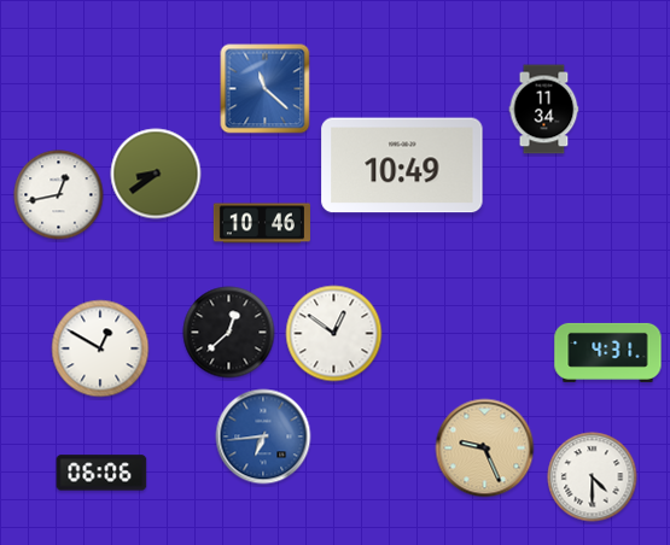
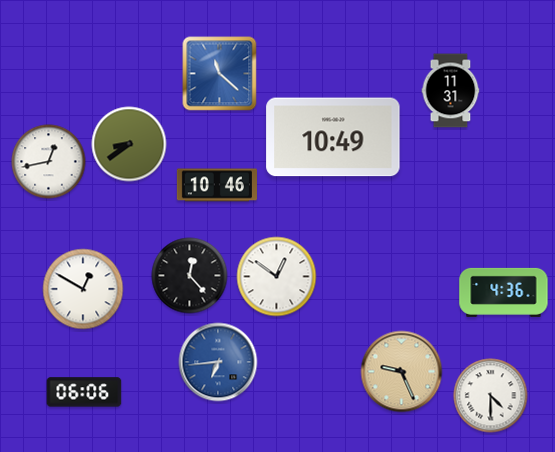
clock at (544, 110): 11:34 -> 11:31
clock at (229, 333): 12:38 -> 12:23
clock at (608, 352): 4:31 -> 4:36
